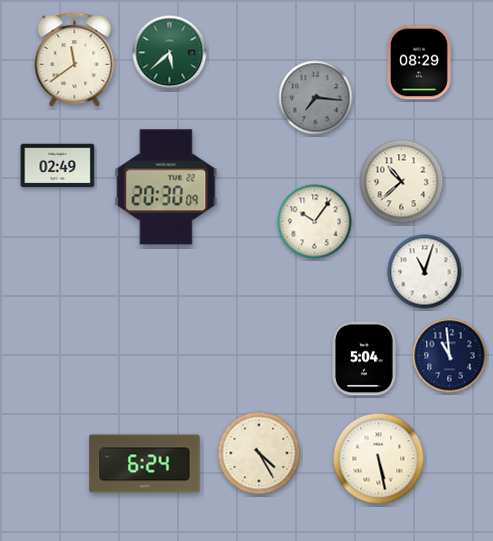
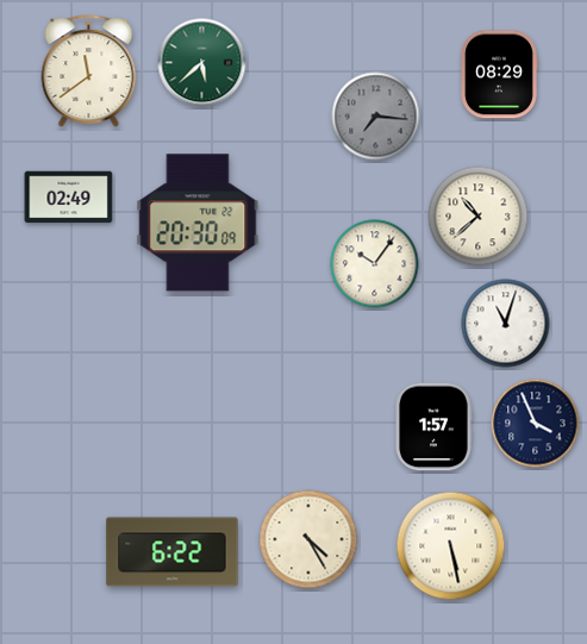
clock at (450, 356): 10:59 -> 3:56
clock at (364, 359): 5:04 -> 1:57
clock at (145, 464): 6:24 -> 6:22
